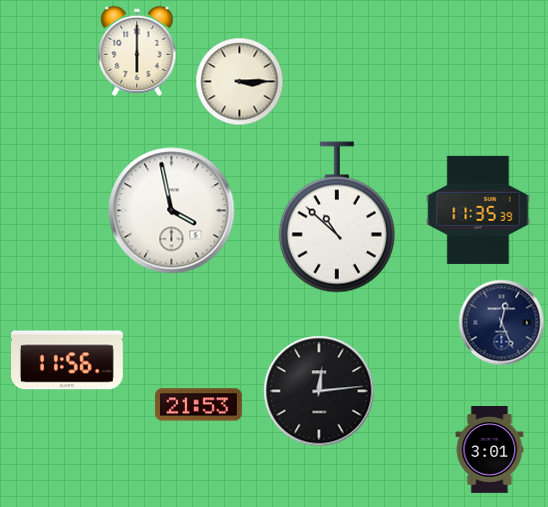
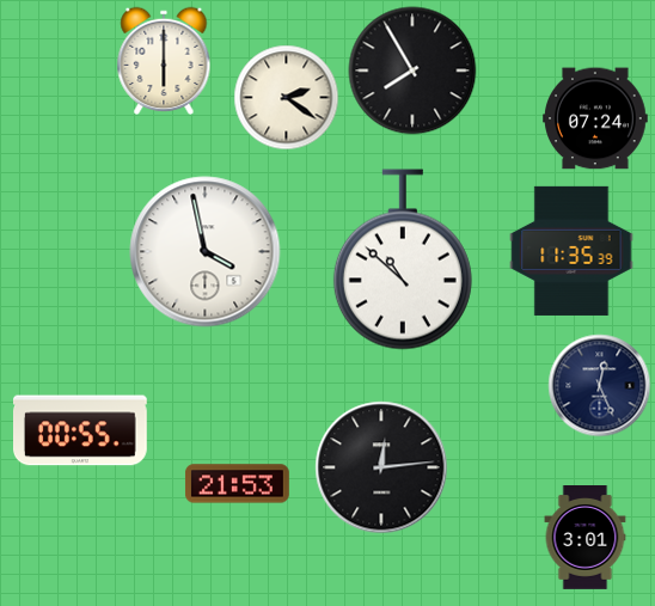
clock at (412, 71): none -> 7:55
clock at (240, 82): 3:15 -> 2:21
clock at (595, 118): none -> 07:24
clock at (68, 360): 11:56 -> 00:55
